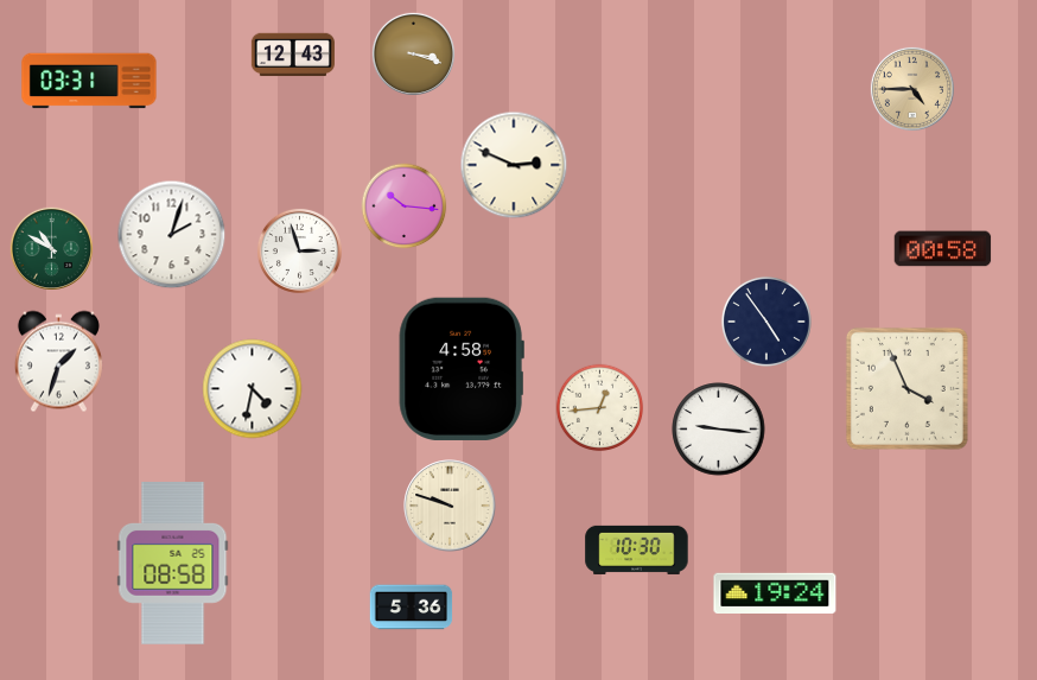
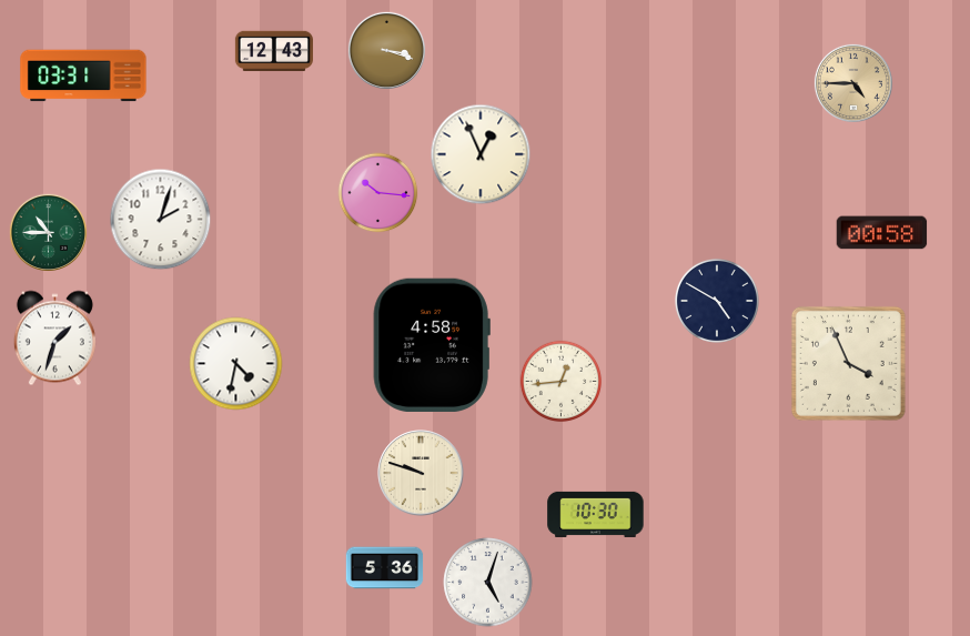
clock at (514, 165): 2:49 -> 12:56
clock at (51, 248): 10:50 -> 10:45
clock at (299, 250): 2:57 -> none
clock at (766, 322): 4:54 -> 4:50
clock at (719, 430): 9:16 -> none
clock at (173, 564): 08:58 -> none
clock at (775, 593): 19:24 -> none
clock at (488, 583): none -> 5:03
